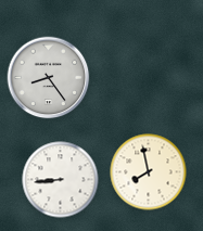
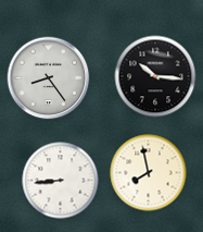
clock at (155, 76): none -> 10:16
